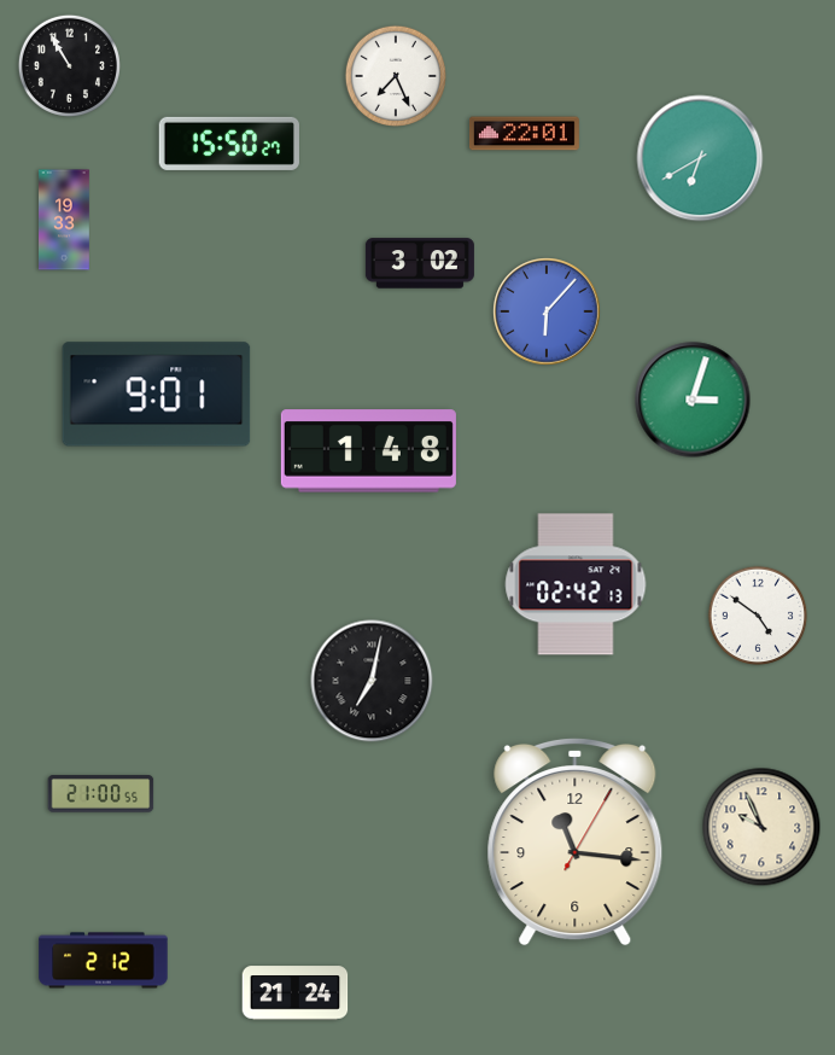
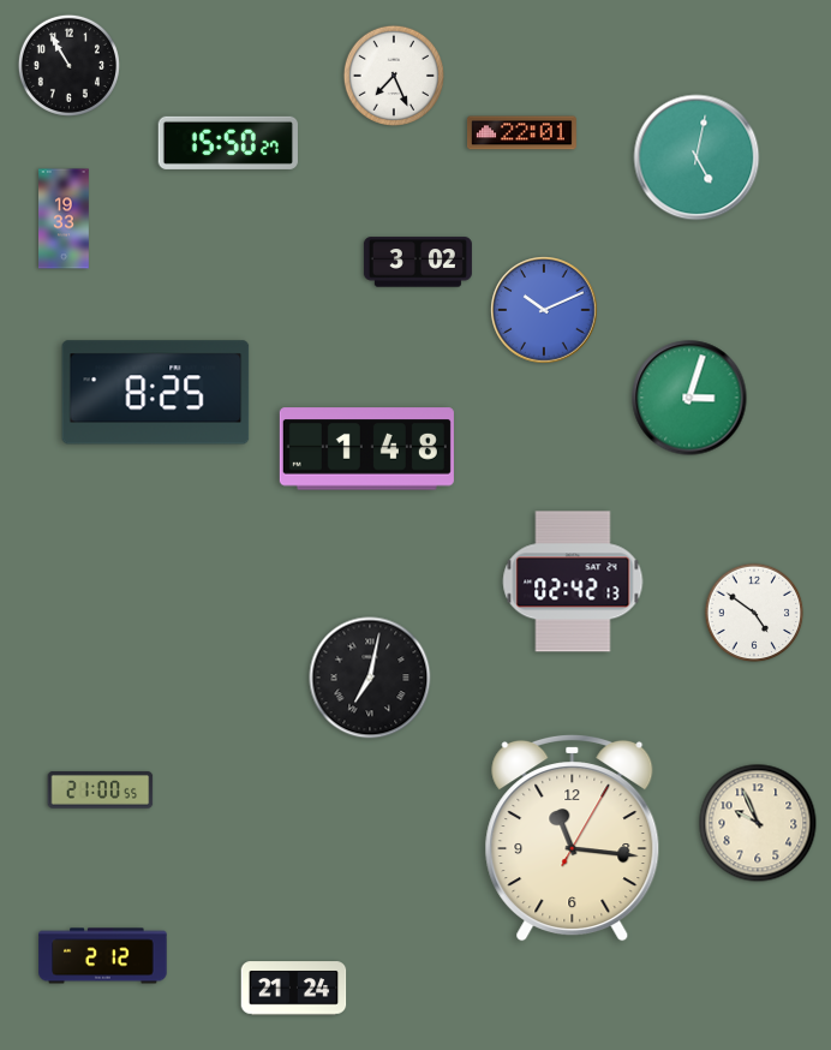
clock at (700, 158): 6:40 -> 5:02
clock at (547, 311): 6:07 -> 10:11
clock at (157, 395): 9:01 -> 8:25
